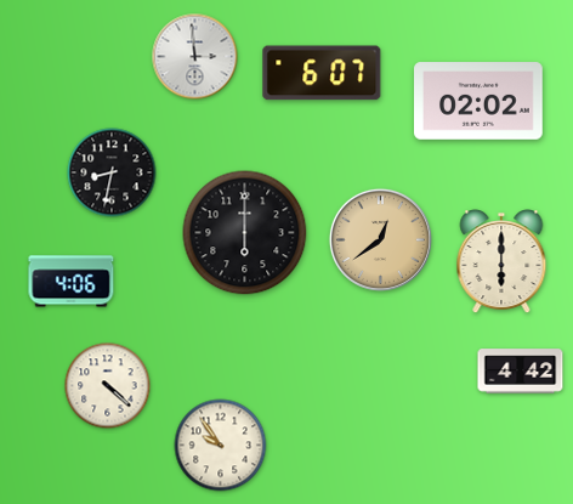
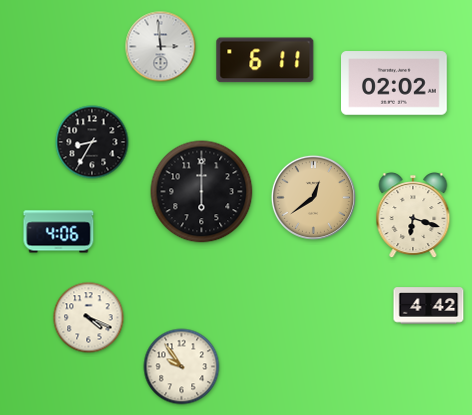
clock at (322, 73): 6:07 -> 6:11
clock at (112, 172): 8:32 -> 8:35
clock at (501, 262): 6:00 -> 6:18
clock at (108, 386): 4:22 -> 4:19
